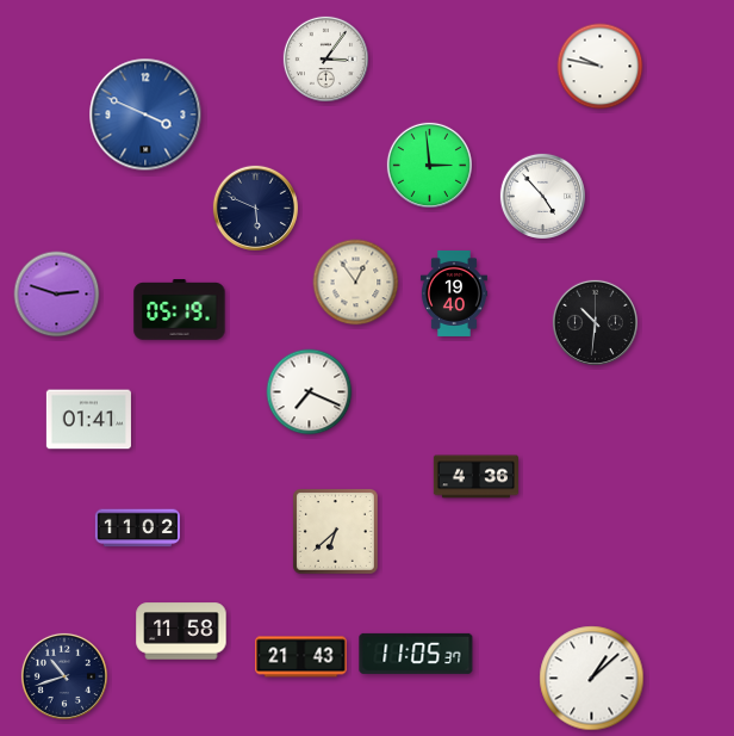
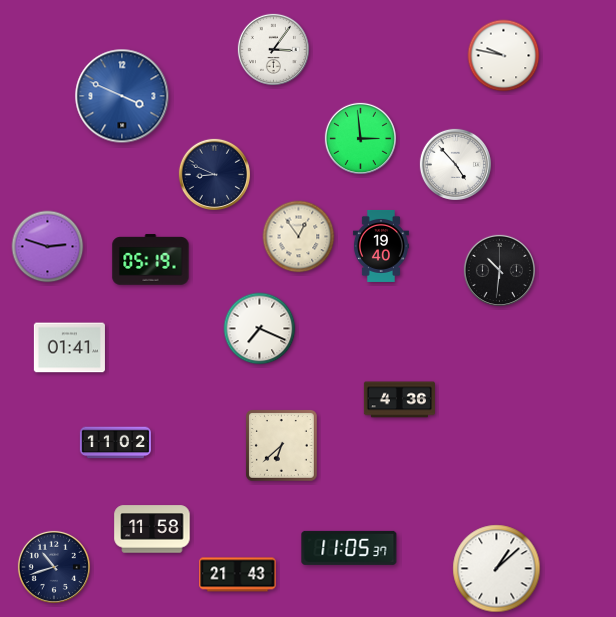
clock at (255, 208): 5:49 -> 8:49
clock at (88, 420) position: (88, 420) -> (69, 348)
clock at (301, 657) position: (301, 657) -> (238, 575)
